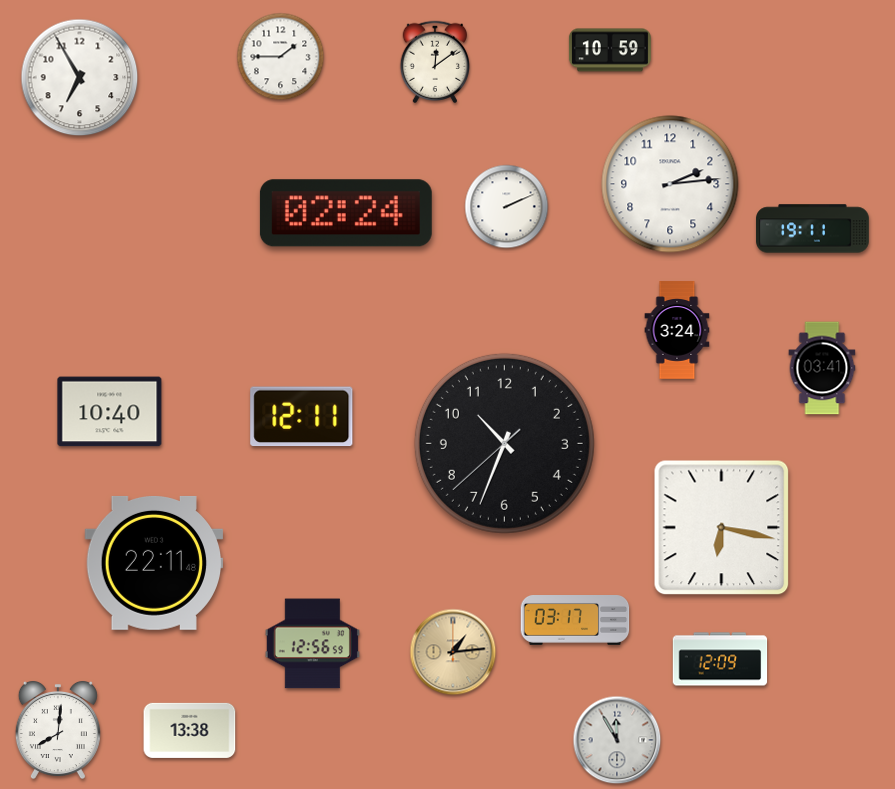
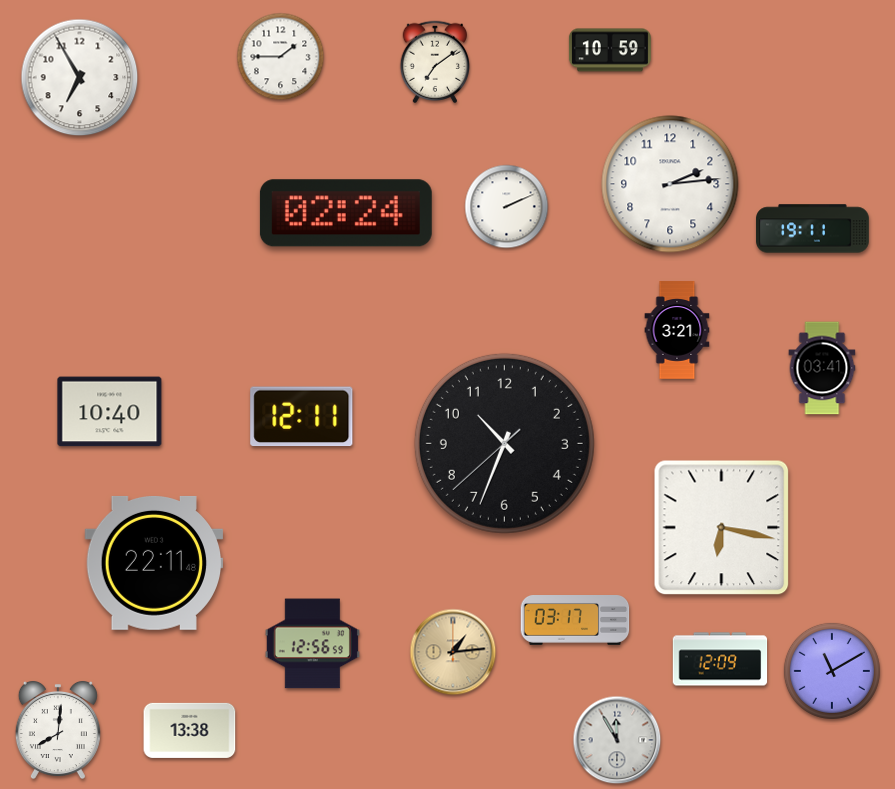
clock at (435, 62): 12:09 -> 7:09
clock at (677, 330): 3:24 -> 3:21
clock at (832, 671): none -> 11:10
